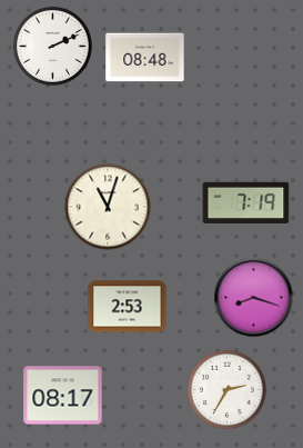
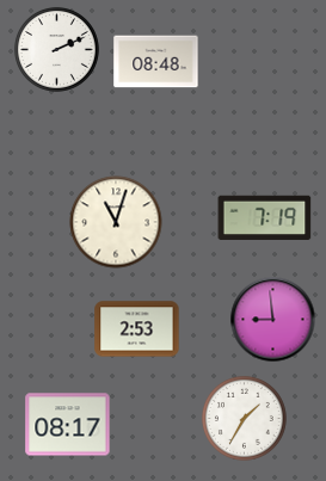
clock at (254, 298): 8:18 -> 8:59
clock at (228, 390): 2:35 -> 1:35
